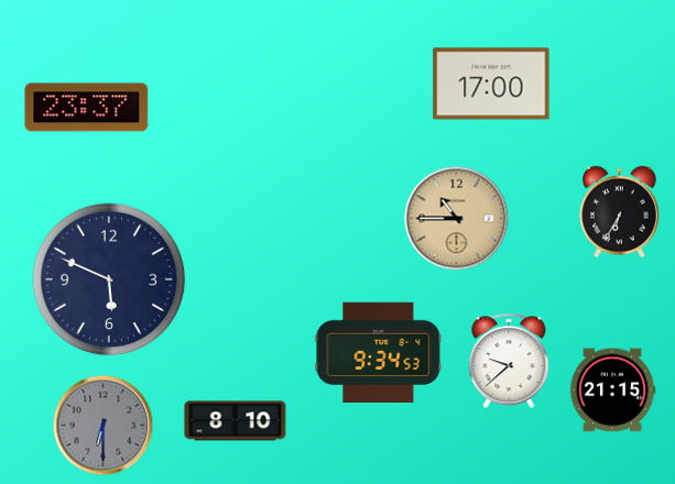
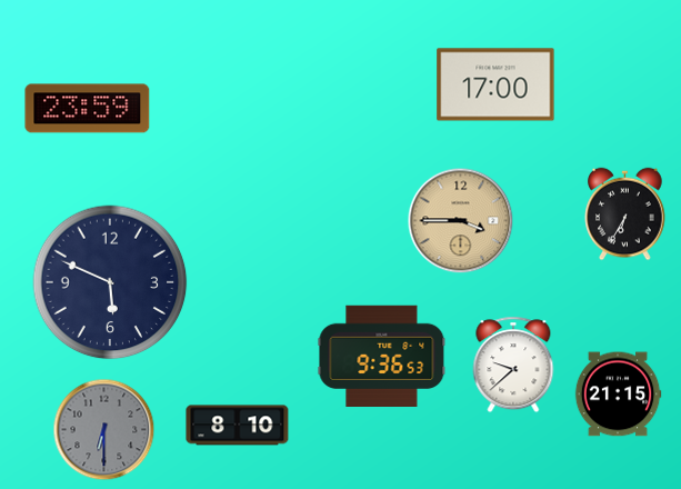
clock at (87, 108): 23:37 -> 23:59
clock at (457, 219): 10:45 -> 3:45
clock at (379, 352): 9:34 -> 9:36
